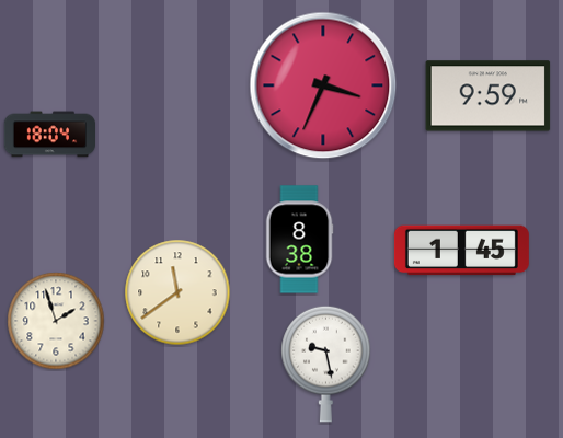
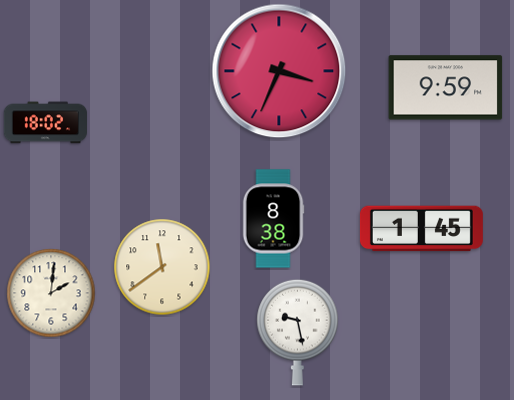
clock at (323, 85) position: (323, 85) -> (279, 71)
clock at (50, 135): 18:04 -> 18:02
clock at (56, 321): 1:57 -> 2:01
